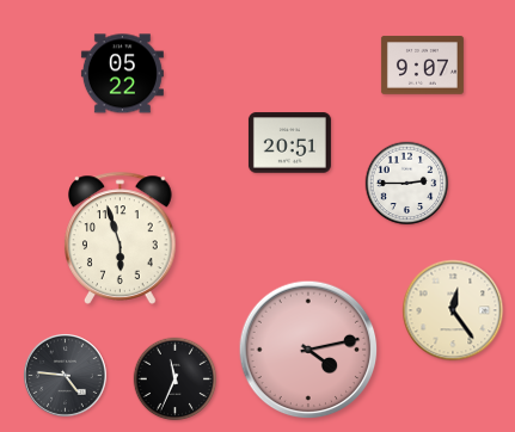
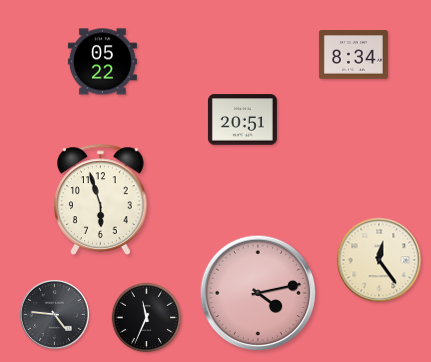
clock at (422, 66): 9:07 -> 8:34
clock at (407, 184): 2:45 -> none
